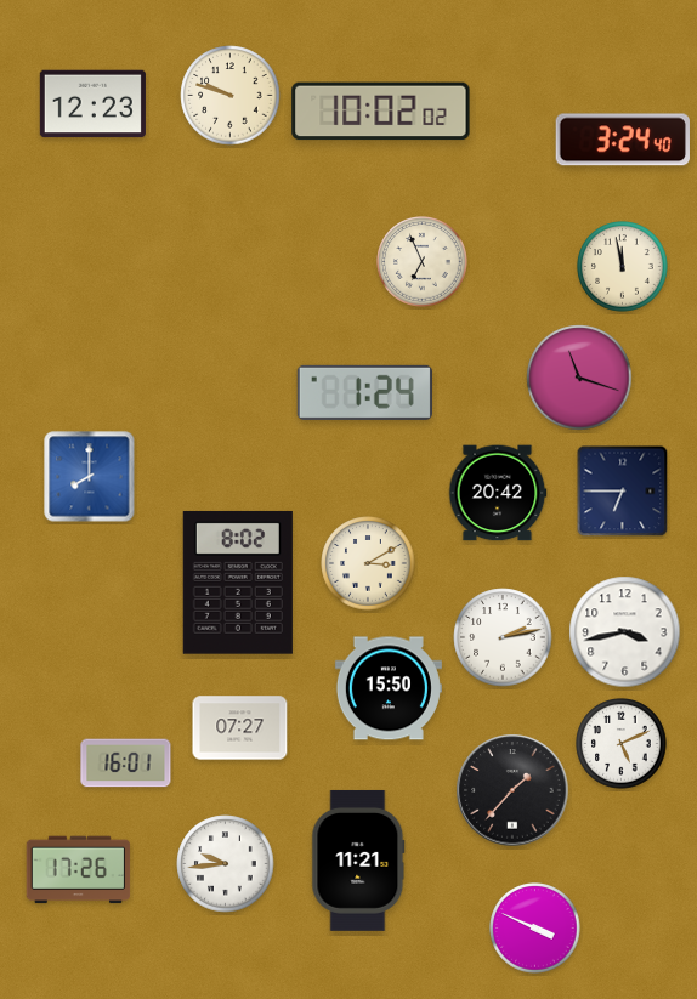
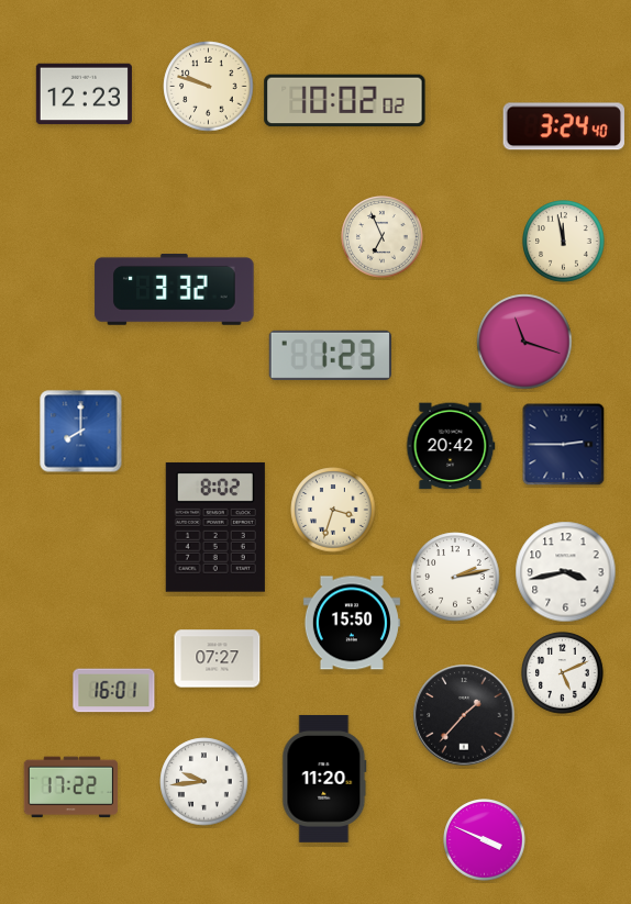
clock at (175, 289): none -> 3:32
clock at (364, 392): 1:24 -> 1:23
clock at (623, 492): 6:45 -> 2:45
clock at (368, 563): 3:10 -> 3:33
clock at (358, 861): 11:21 -> 11:20
clock at (79, 870): 17:26 -> 17:22
